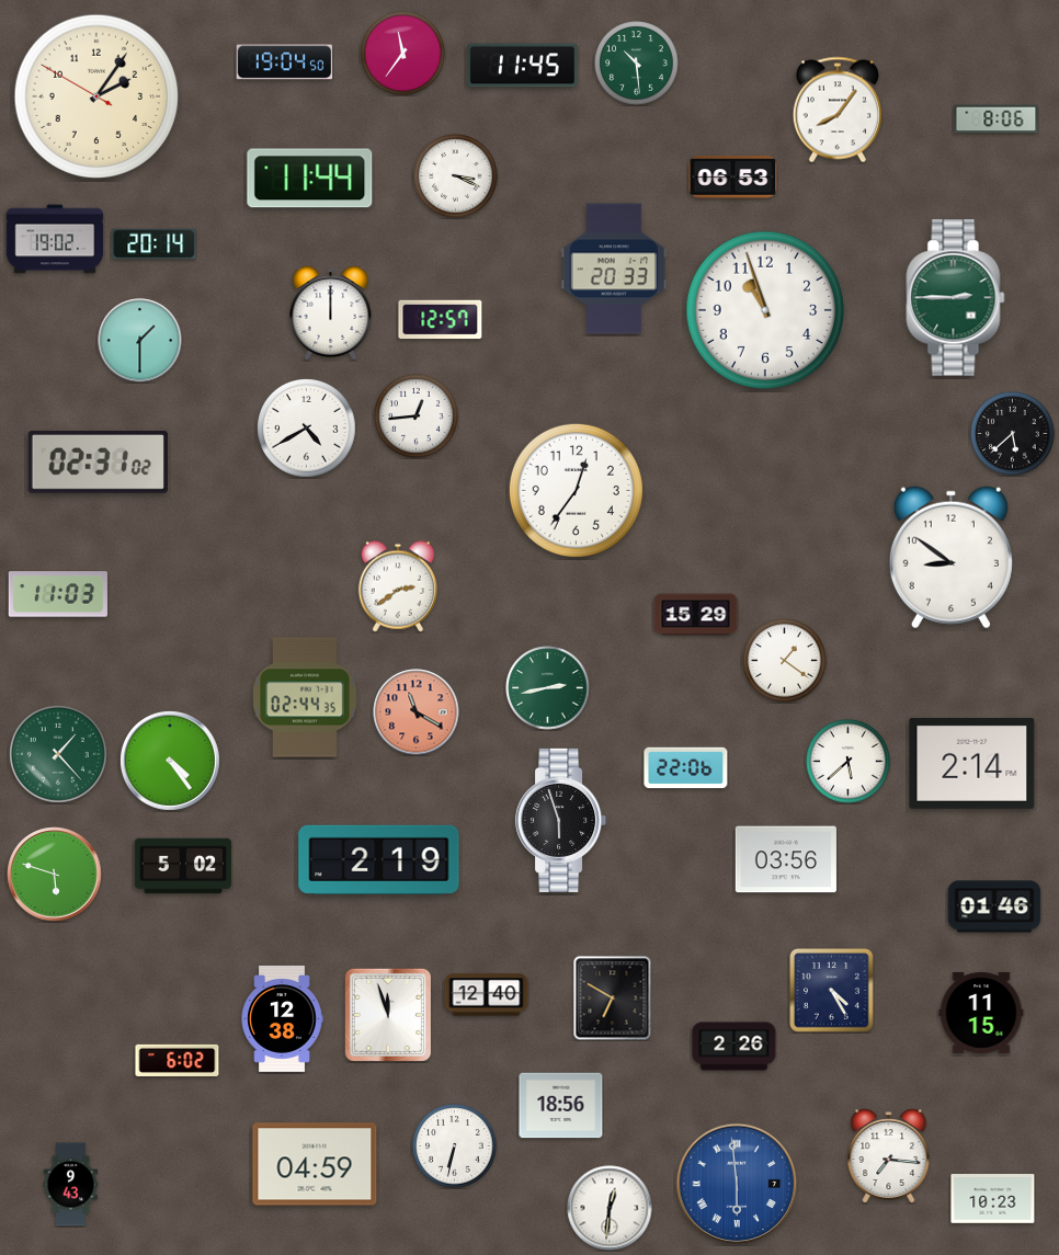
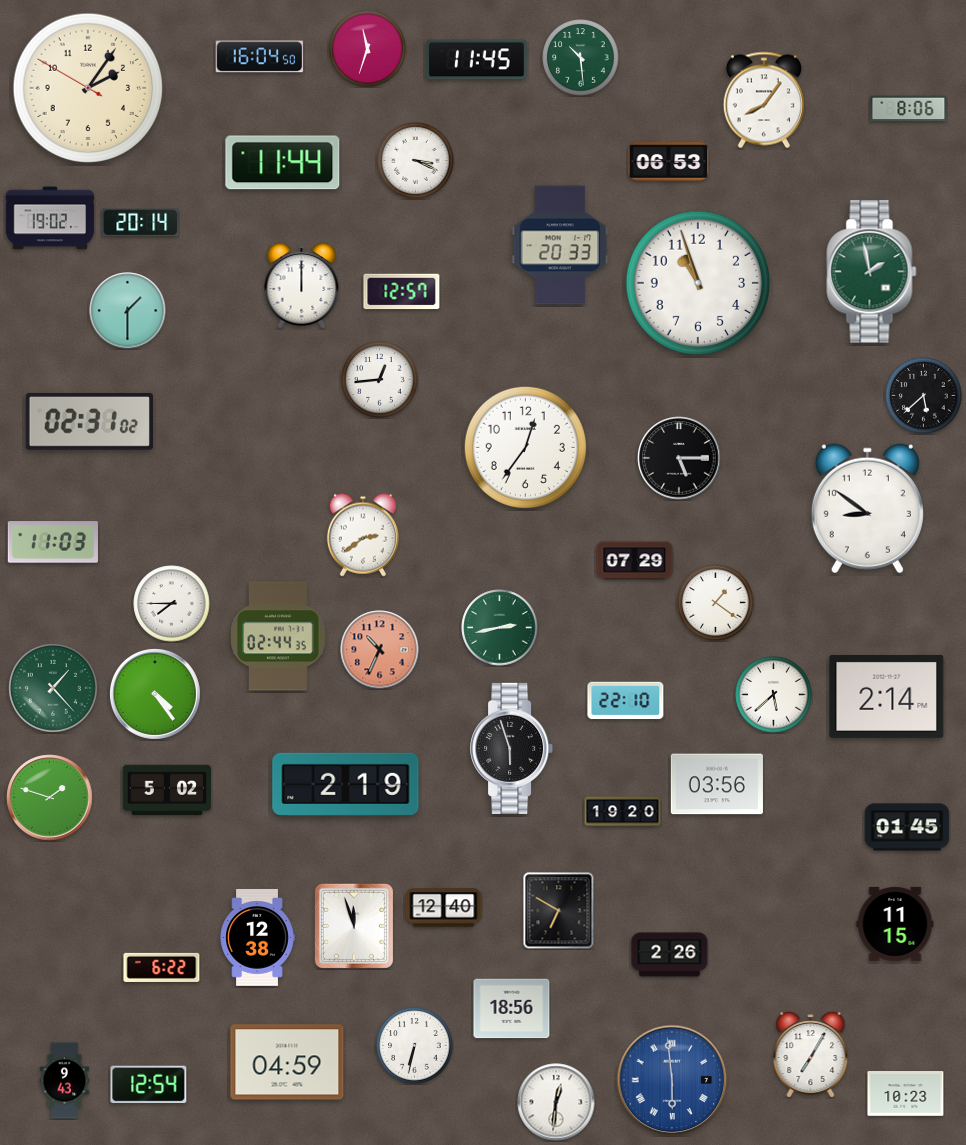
clock at (403, 54): 11:36 -> 11:33
clock at (285, 62): 19:04 -> 16:04
clock at (956, 298): 2:45 -> 1:58
clock at (307, 429): 4:40 -> none
clock at (679, 458): none -> 5:15
clock at (696, 615): 15:29 -> 07:29
clock at (172, 604): none -> 7:45
clock at (417, 712): 11:20 -> 10:34
clock at (686, 768): 22:06 -> 22:10
clock at (55, 875): 5:48 -> 1:48
clock at (623, 812): none -> 19:20
clock at (994, 906): 01:46 -> 01:45
clock at (832, 991): 4:25 -> none
clock at (282, 1018) position: (282, 1018) -> (257, 937)
clock at (178, 1060): 6:02 -> 6:22
clock at (889, 1156): 7:16 -> 7:05
clock at (149, 1085): none -> 12:54
